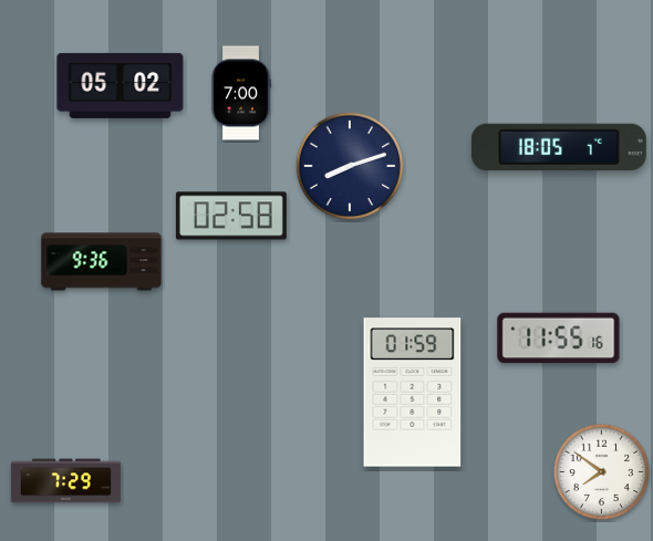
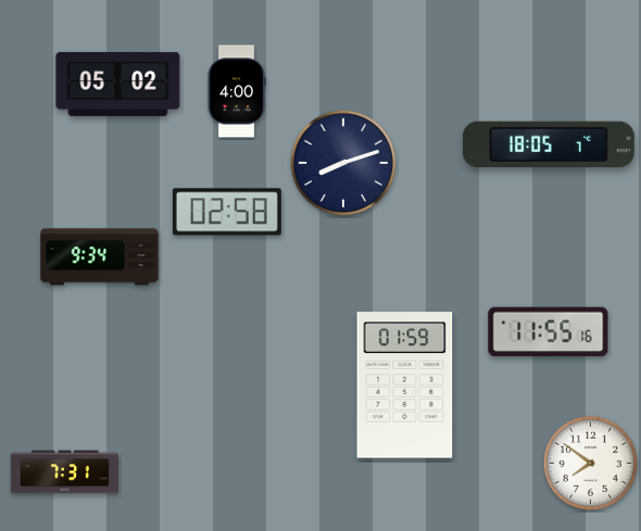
clock at (241, 93): 7:00 -> 4:00
clock at (102, 262): 9:36 -> 9:34
clock at (65, 481): 7:29 -> 7:31
